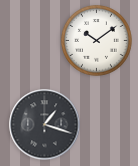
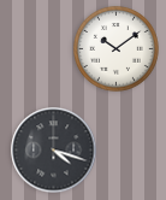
clock at (45, 125): 1:18 -> 4:18
